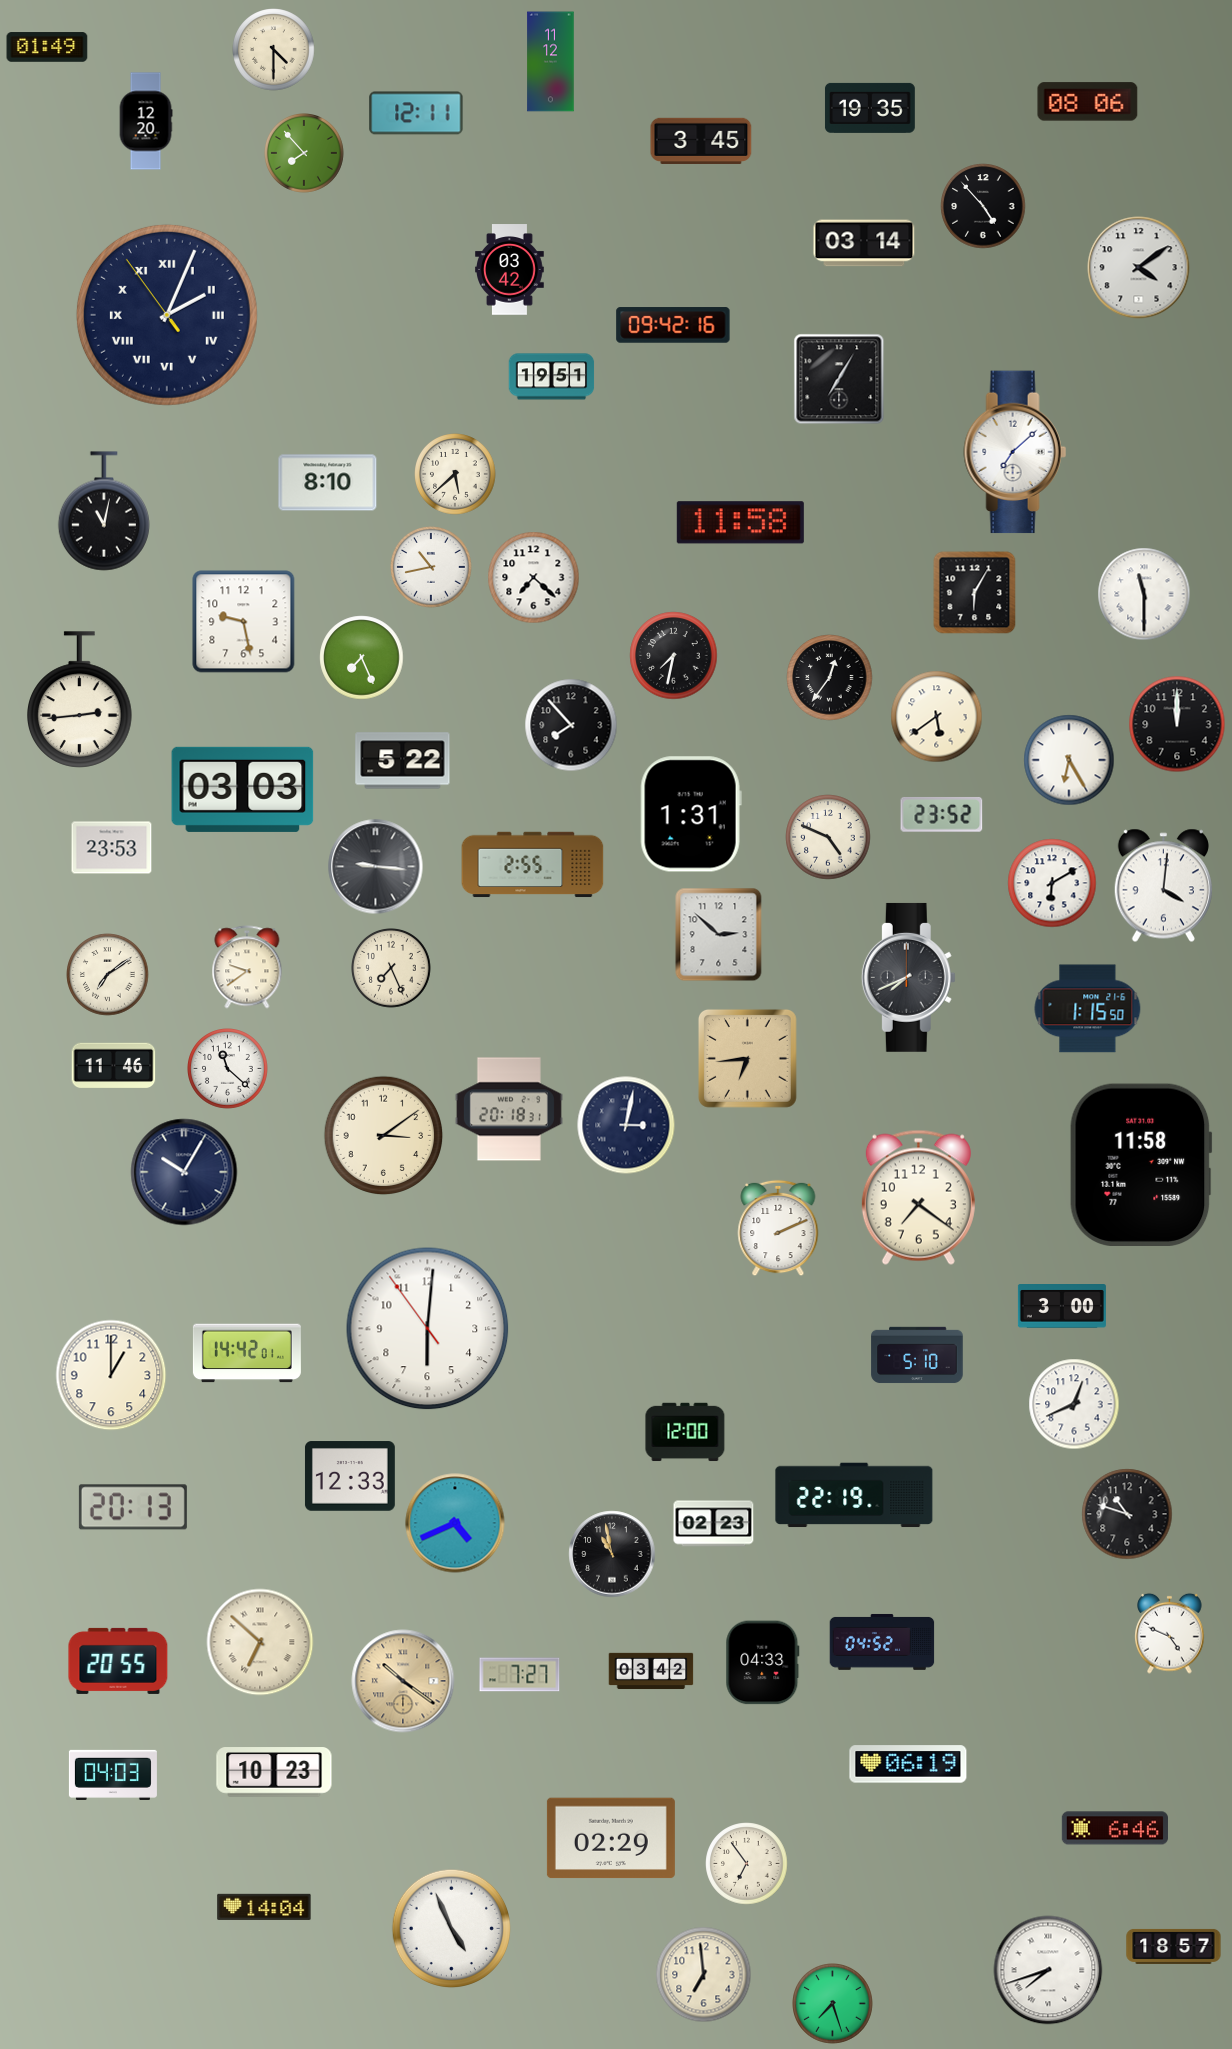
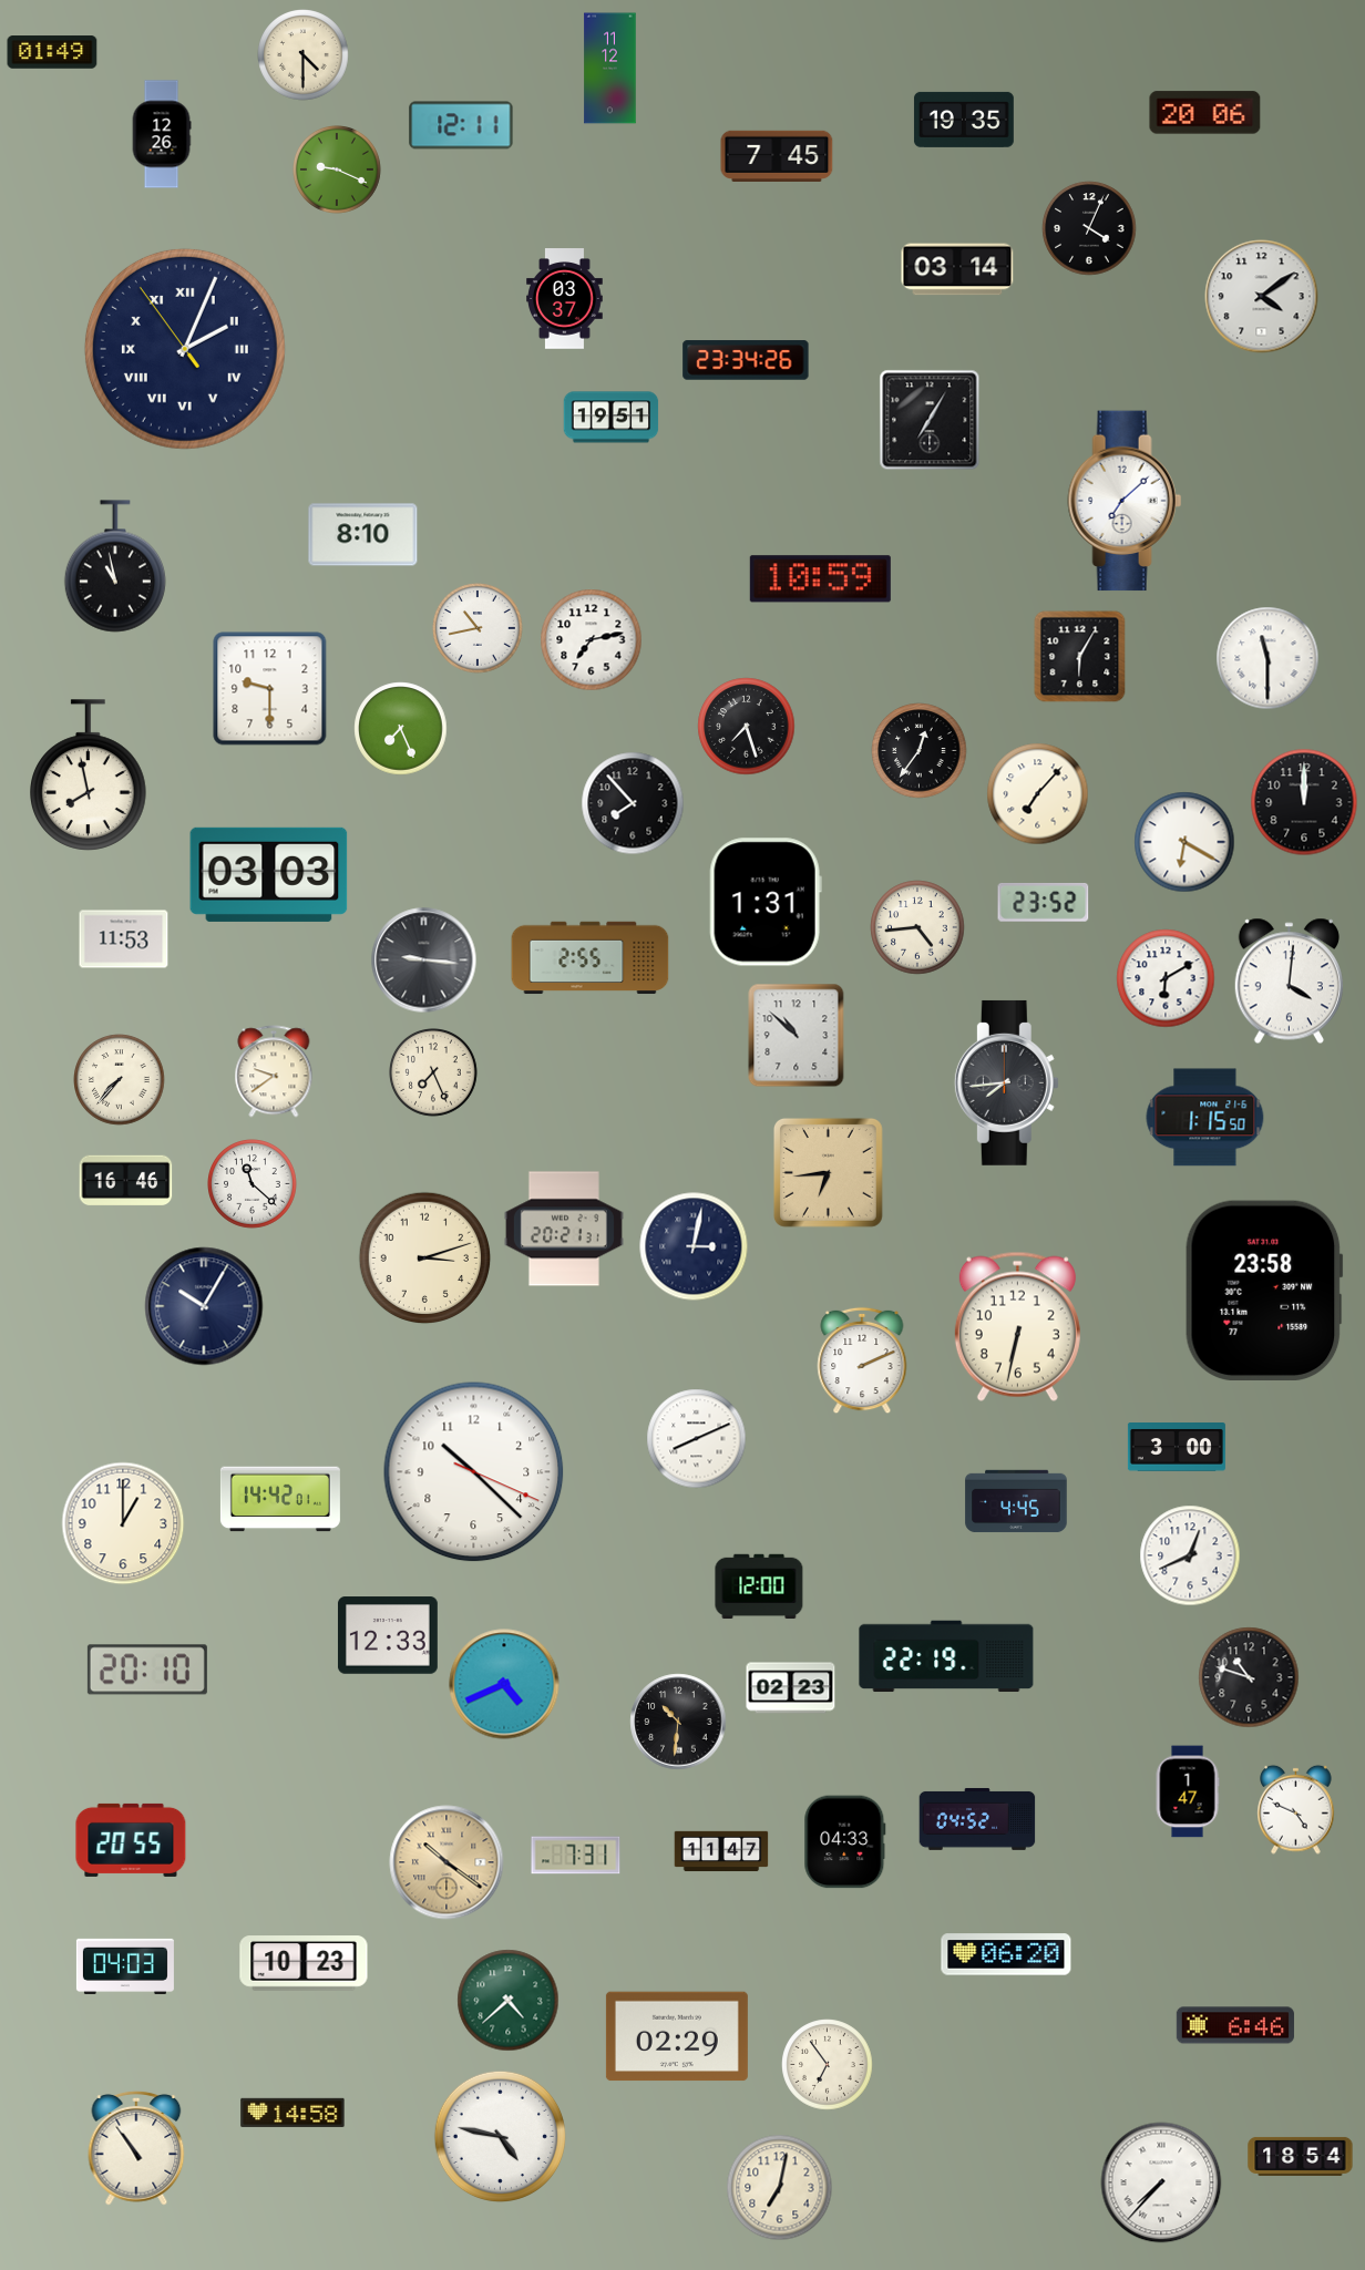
clock at (1088, 102): 08:06 -> 20:06
clock at (146, 121): 12:20 -> 12:26
clock at (701, 141): 3:45 -> 7:45
clock at (305, 154): 7:53 -> 9:19
clock at (983, 206): 4:53 -> 4:04
clock at (510, 270): 03:42 -> 03:37
clock at (673, 325): 09:42 -> 23:34
clock at (455, 474): 5:38 -> none
clock at (104, 511): 11:02 -> 10:58
clock at (740, 523): 11:58 -> 10:59
clock at (534, 578): 7:22 -> 7:13
clock at (244, 622): 9:28 -> 9:30
clock at (674, 656): 7:32 -> 7:27
clock at (80, 700): 2:44 -> 7:58
clock at (937, 717): 5:39 -> 7:07
clock at (1069, 760): 6:25 -> 6:20
clock at (403, 761): 5:22 -> none
clock at (828, 837): 4:49 -> 4:44
clock at (112, 848): 23:53 -> 11:53
clock at (376, 867) position: (376, 867) -> (424, 961)
clock at (719, 935): 2:52 -> 10:52
clock at (108, 975): 7:09 -> 7:37
clock at (908, 977): 7:41 -> 7:44
clock at (114, 1066): 11:46 -> 16:46
clock at (509, 1109): 20:18 -> 20:21
clock at (384, 1136): 3:09 -> 3:12
clock at (1141, 1164): 11:58 -> 23:58
clock at (184, 1172) position: (184, 1172) -> (204, 1306)
clock at (918, 1197): 7:21 -> 6:32
clock at (697, 1439): none -> 8:11
clock at (428, 1329): 6:00 -> 10:22
clock at (247, 1353) position: (247, 1353) -> (280, 1499)
clock at (917, 1355): 5:10 -> 4:45
clock at (133, 1507): 20:13 -> 20:10
clock at (455, 1523) position: (455, 1523) -> (504, 1684)
clock at (612, 1554): 10:58 -> 10:31
clock at (1188, 1791): none -> 1:47
clock at (260, 1642): 6:52 -> none
clock at (651, 1671): 03:42 -> 11:47
clock at (520, 1675): 7:27 -> 7:31
clock at (908, 1764): 06:19 -> 06:20
clock at (509, 2001): none -> 4:38
clock at (264, 1907): 14:04 -> 14:58
clock at (452, 1929): 4:56 -> 4:47
clock at (136, 2148): none -> 10:54
clock at (1174, 1946): 18:57 -> 18:54
clock at (1048, 1970): 7:42 -> 7:37
clock at (704, 1975): 6:59 -> 7:02
clock at (833, 2004): 7:27 -> none
